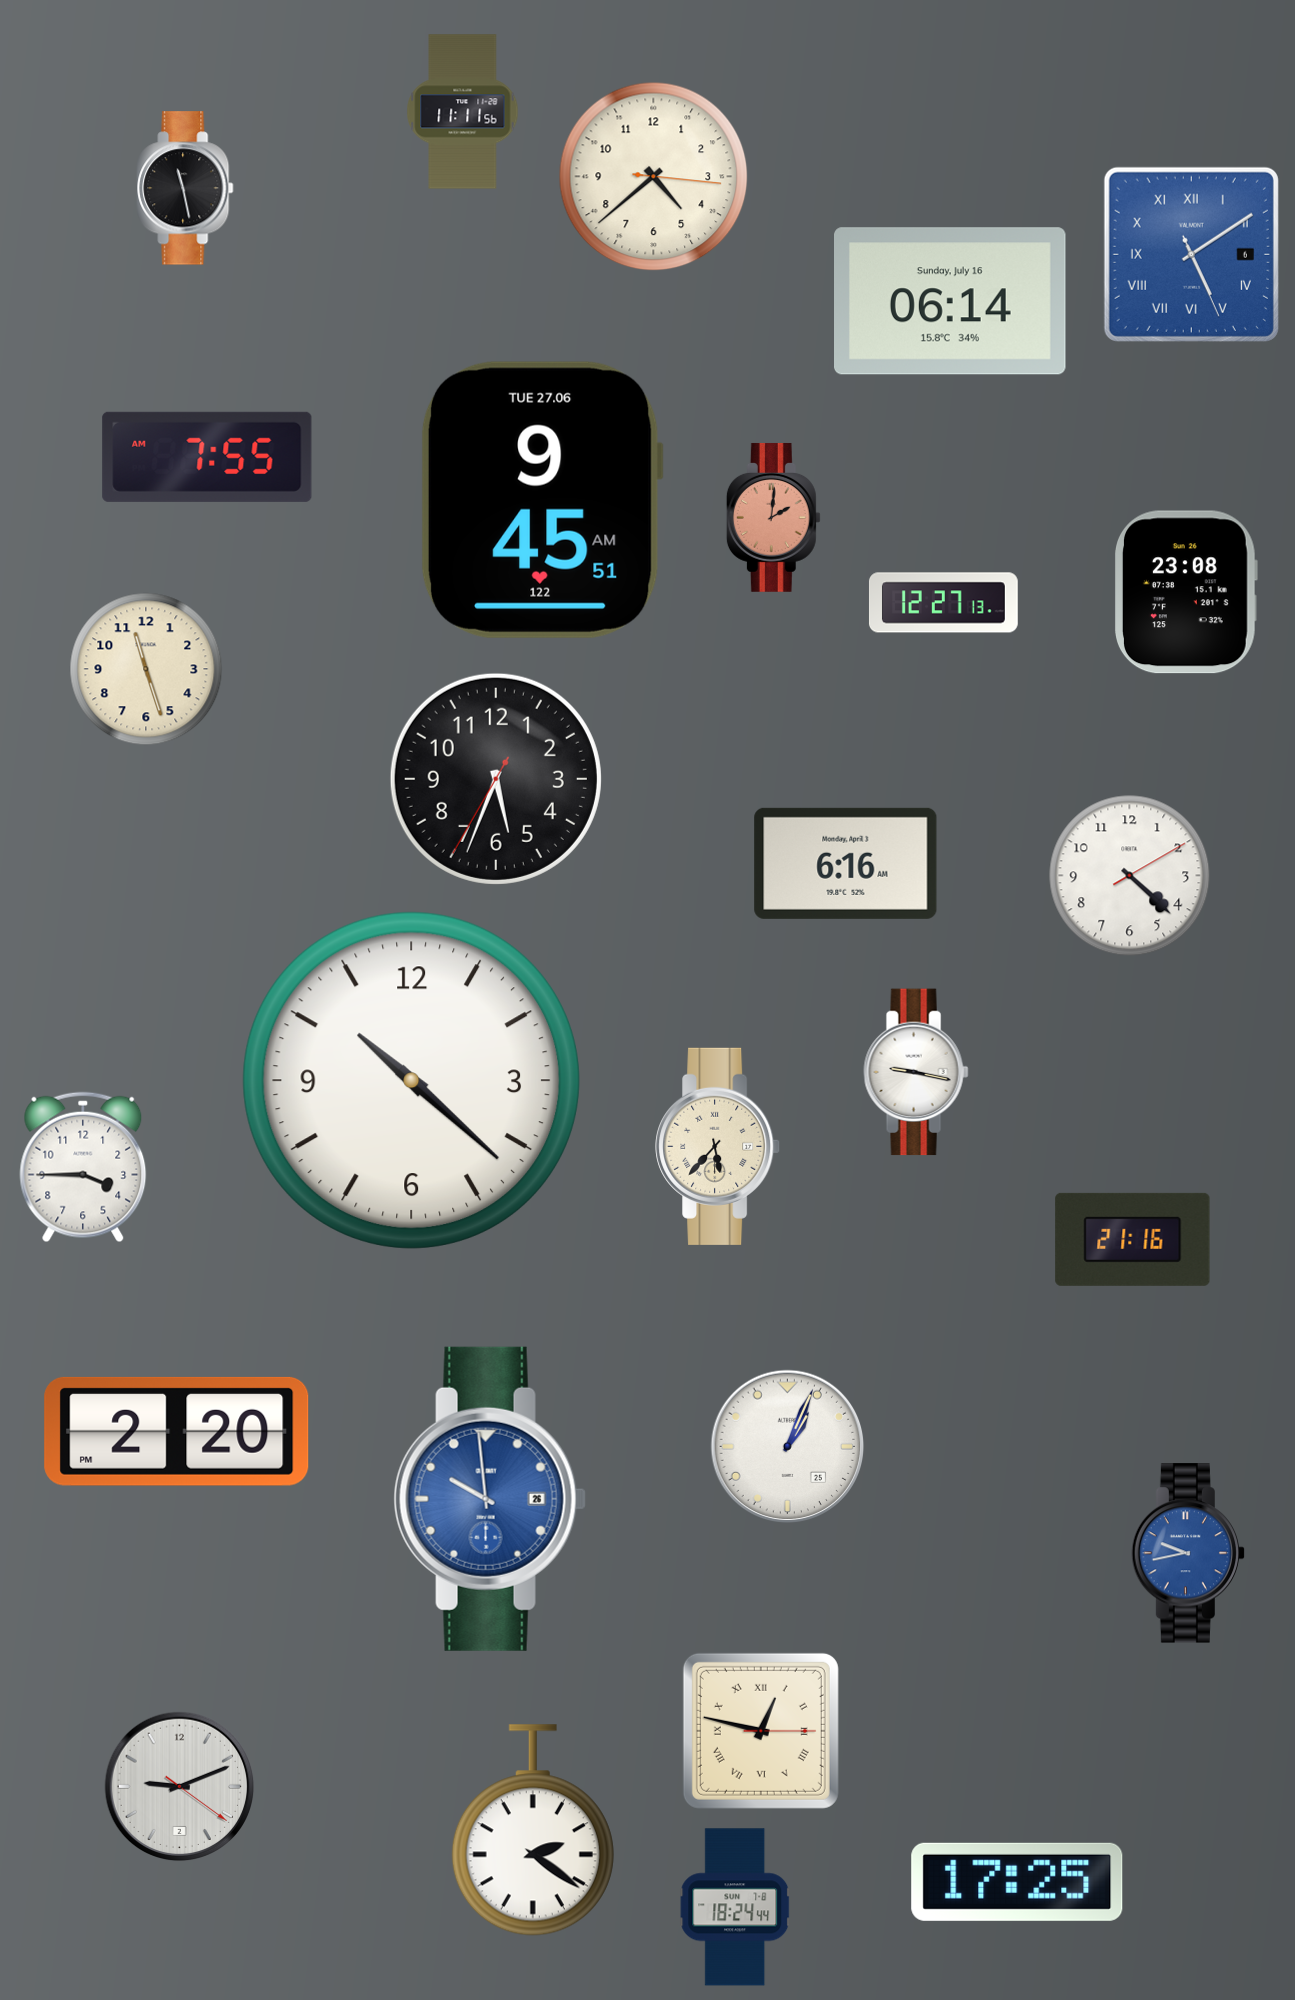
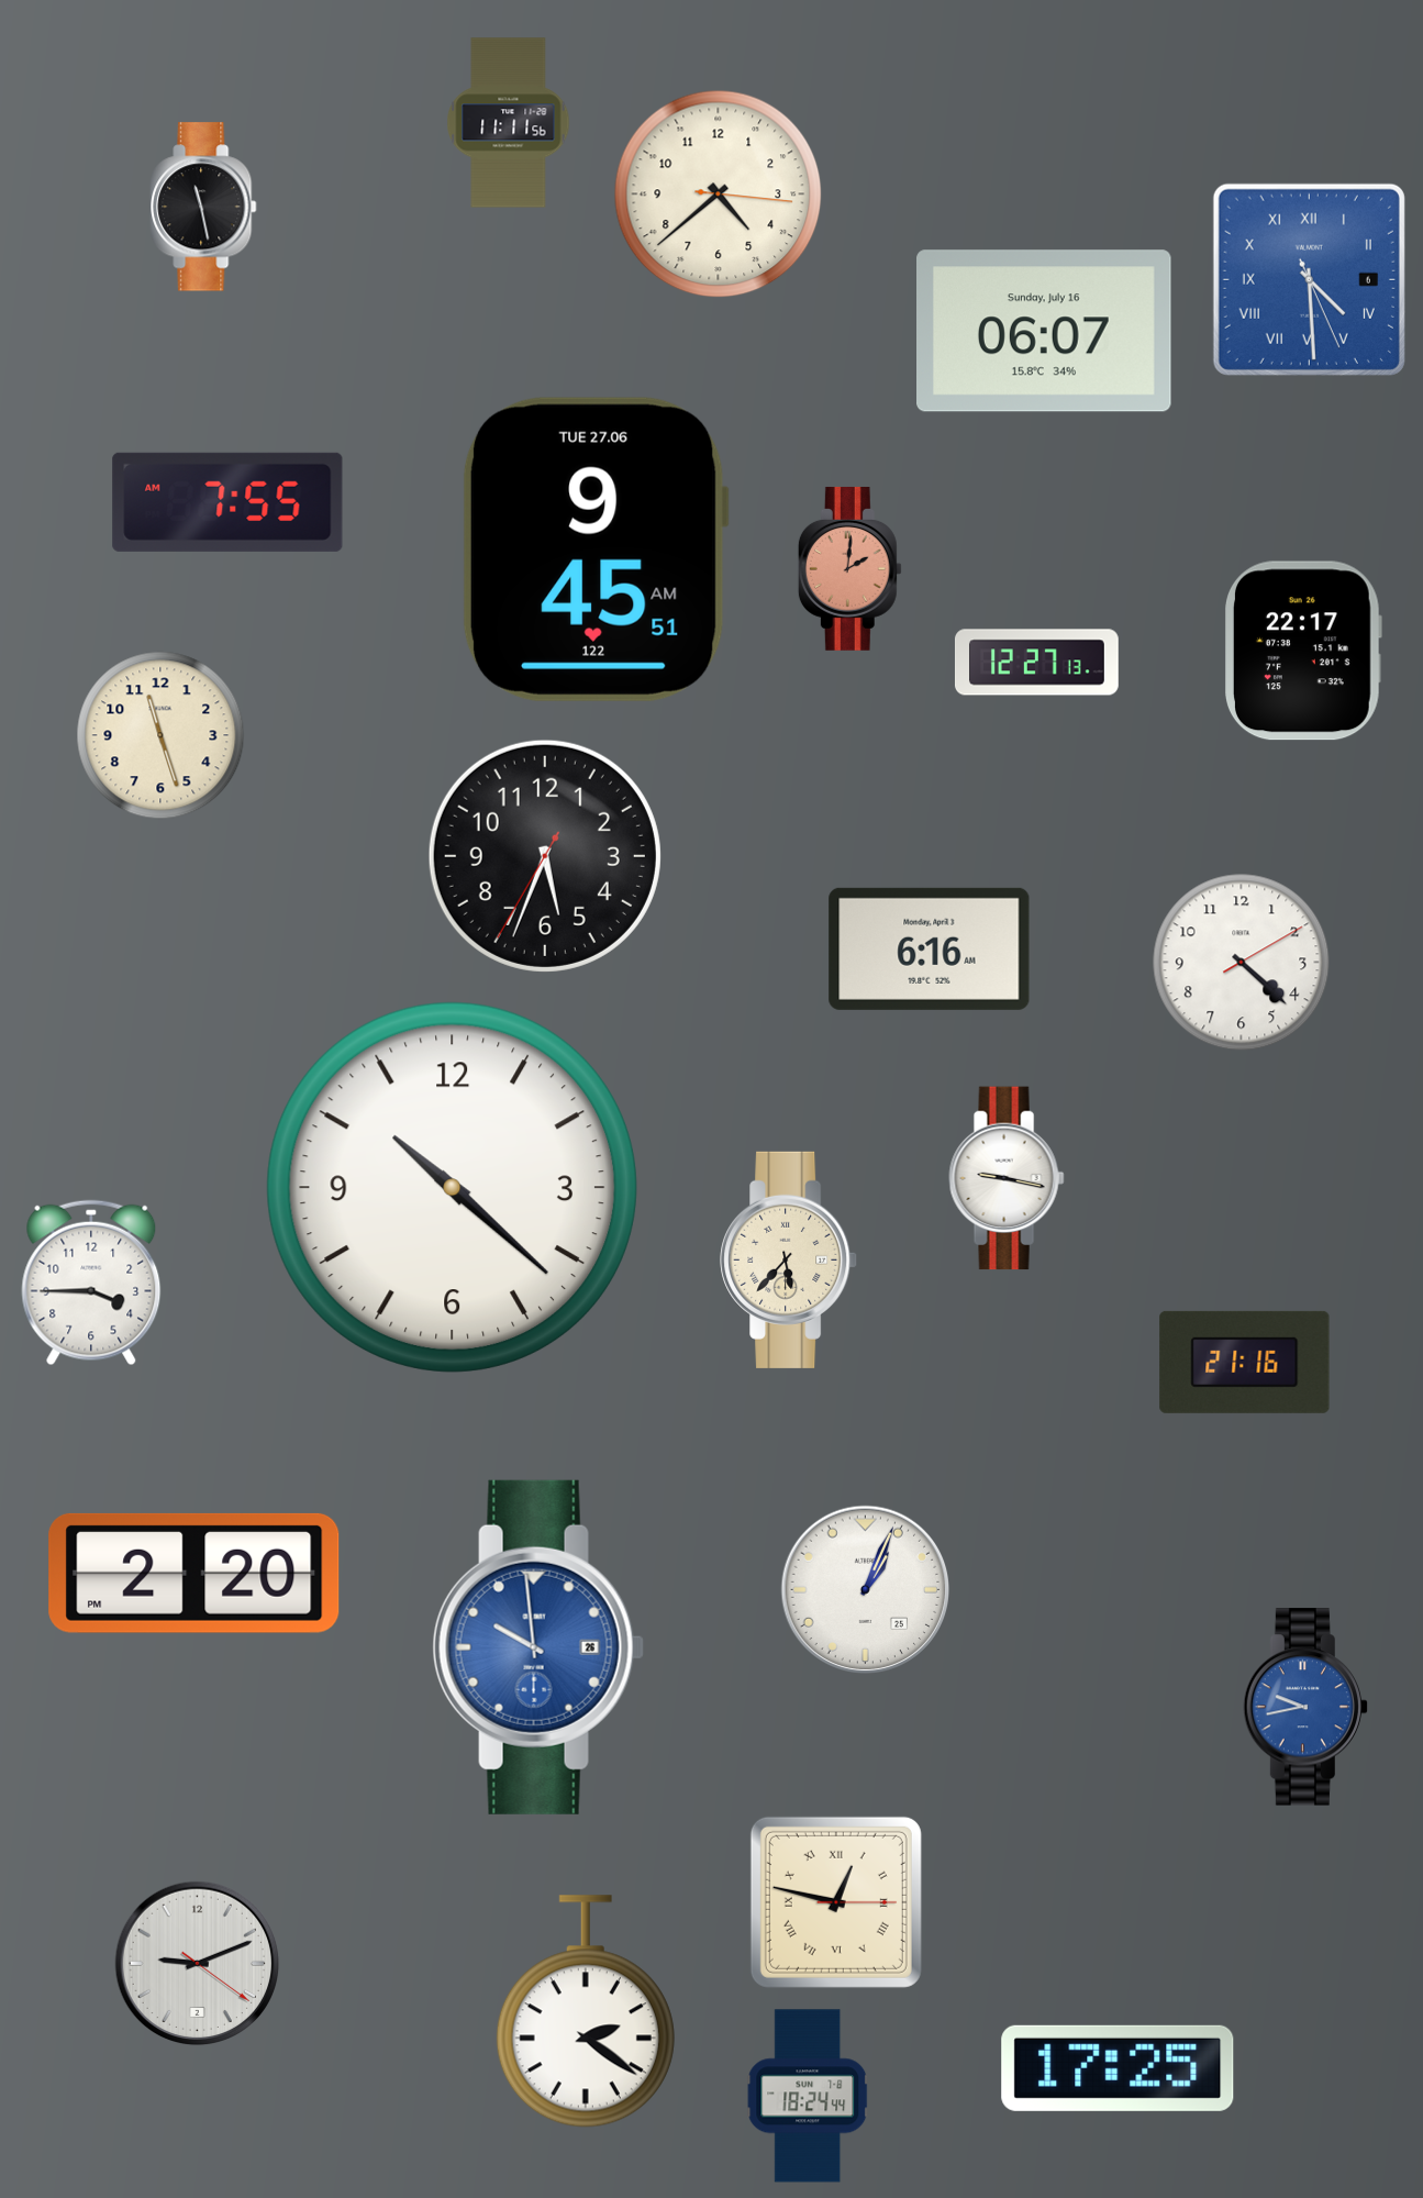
clock at (1191, 254): 5:09 -> 4:29
clock at (951, 301): 06:14 -> 06:07
clock at (1186, 592): 23:08 -> 22:17
